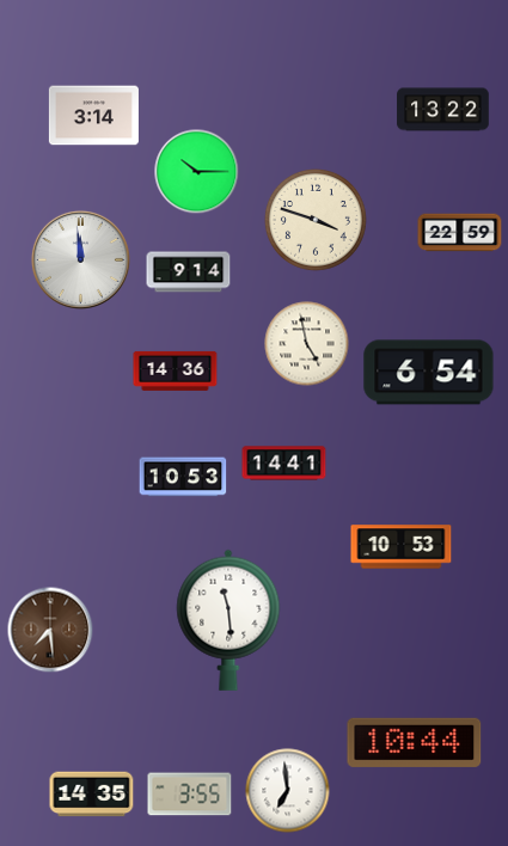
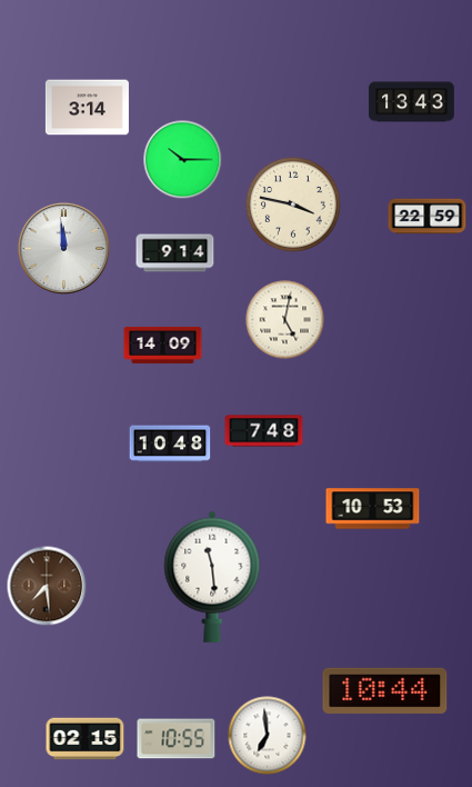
clock at (443, 110): 13:22 -> 13:43
clock at (316, 220): 3:48 -> 3:47
clock at (80, 259) position: (80, 259) -> (63, 248)
clock at (307, 344): 4:58 -> 5:02
clock at (176, 370): 14:36 -> 14:09
clock at (429, 373): 6:54 -> none
clock at (284, 464): 14:41 -> 7:48
clock at (183, 477): 10:53 -> 10:48
clock at (92, 795): 14:35 -> 02:15
clock at (190, 795): 3:55 -> 10:55
